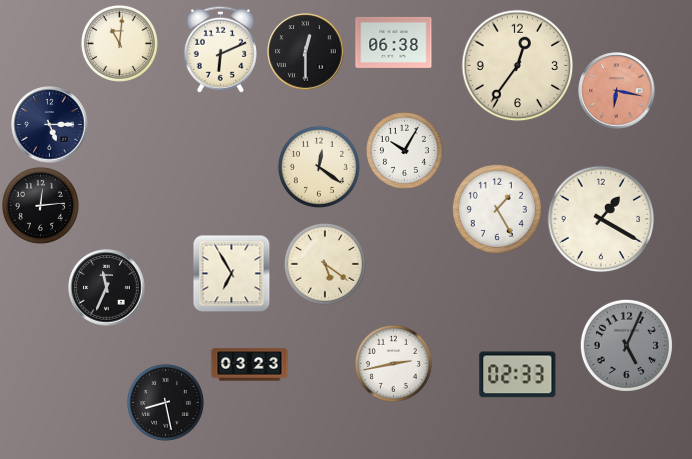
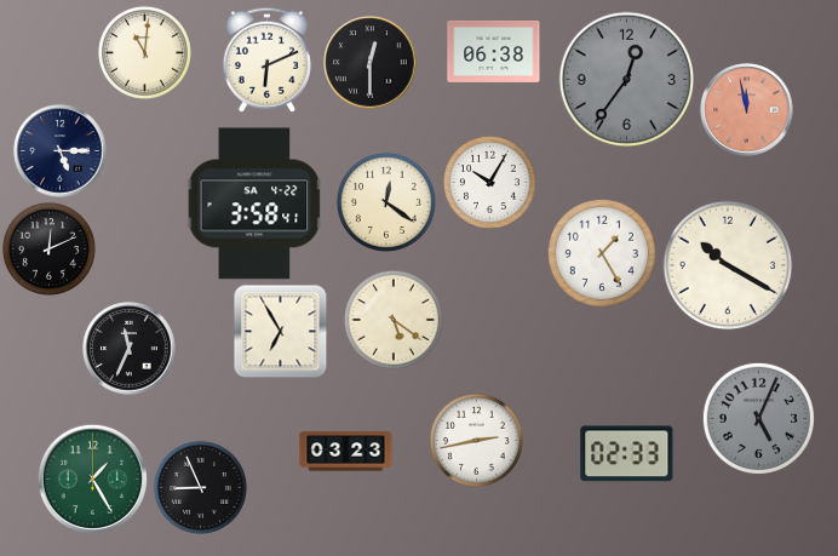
clock at (394, 42) position: (394, 42) -> (494, 51)
clock at (518, 66) dial: cream -> grey
clock at (617, 91): 6:17 -> 11:58
clock at (254, 204): none -> 3:58
clock at (40, 205): 12:14 -> 12:11
clock at (601, 219): 1:20 -> 10:20
clock at (250, 365) position: (250, 365) -> (346, 452)
clock at (92, 478): none -> 1:25
clock at (165, 402): 8:28 -> 8:56
